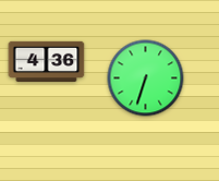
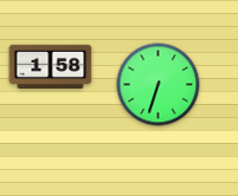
clock at (47, 62): 4:36 -> 1:58
